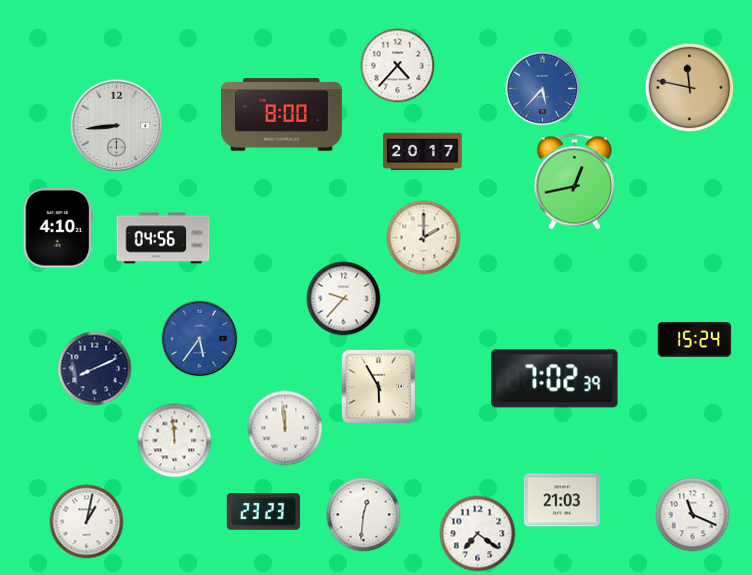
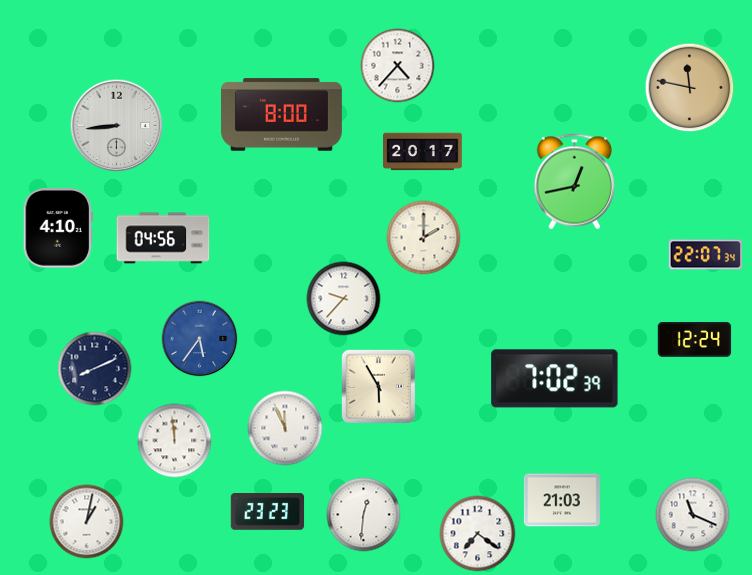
clock at (543, 89): 5:37 -> none
clock at (706, 255): none -> 22:07
clock at (695, 340): 15:24 -> 12:24
clock at (285, 428): 11:59 -> 11:56
clock at (264, 512) position: (264, 512) -> (268, 512)
